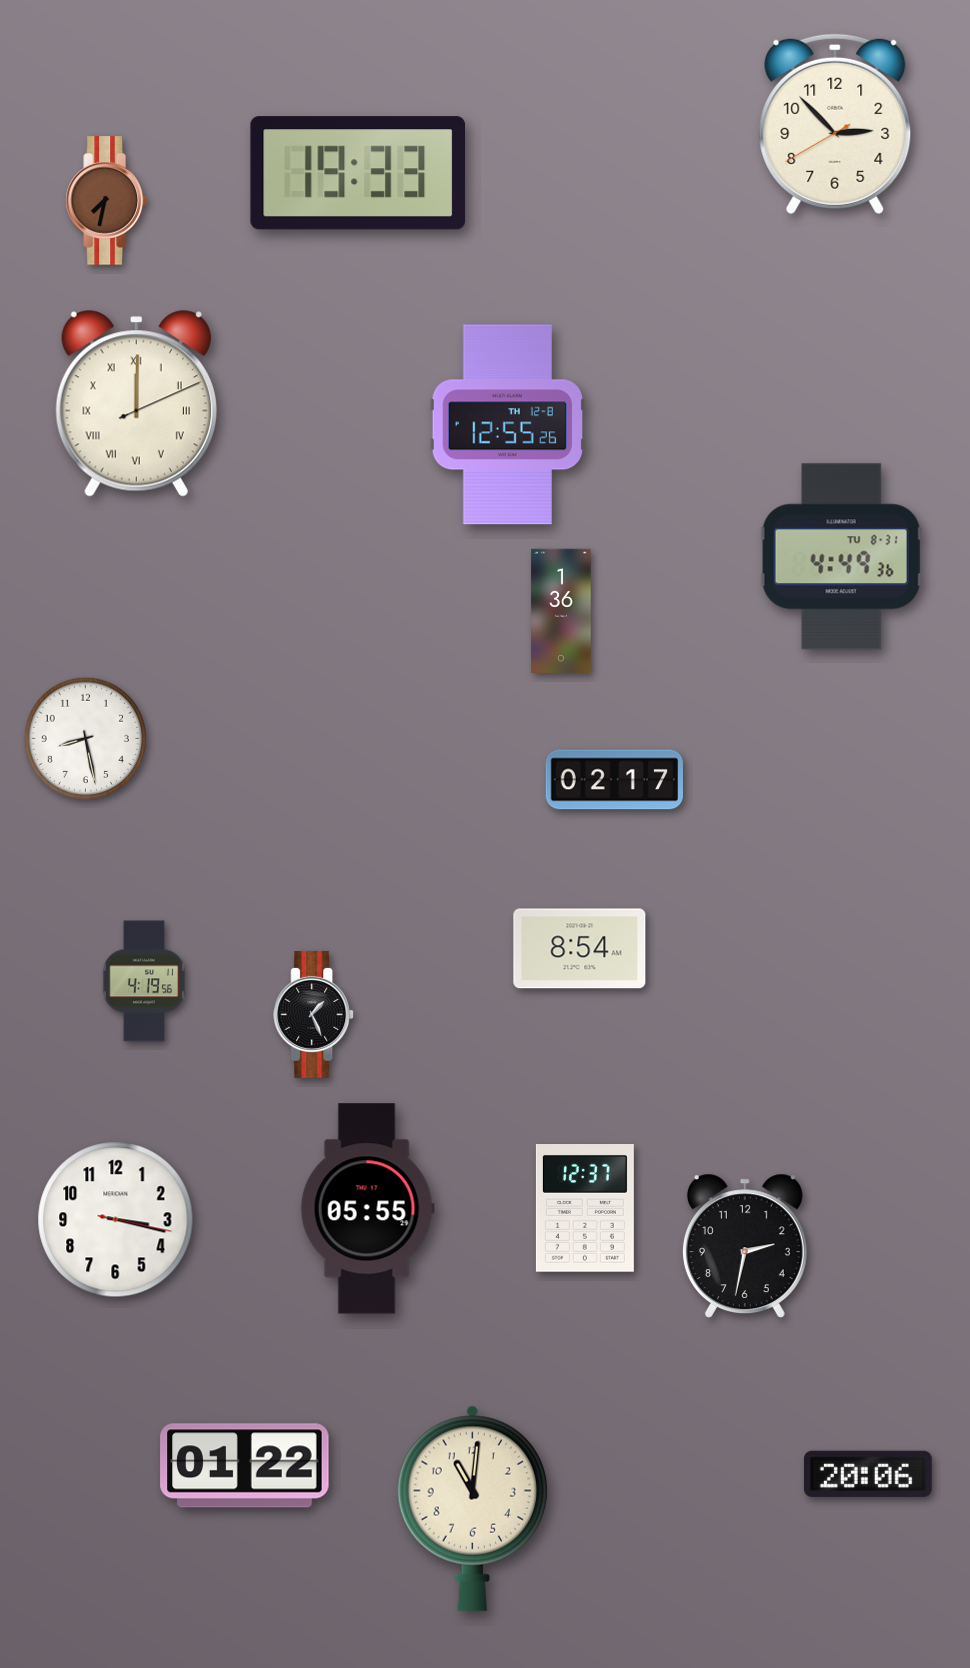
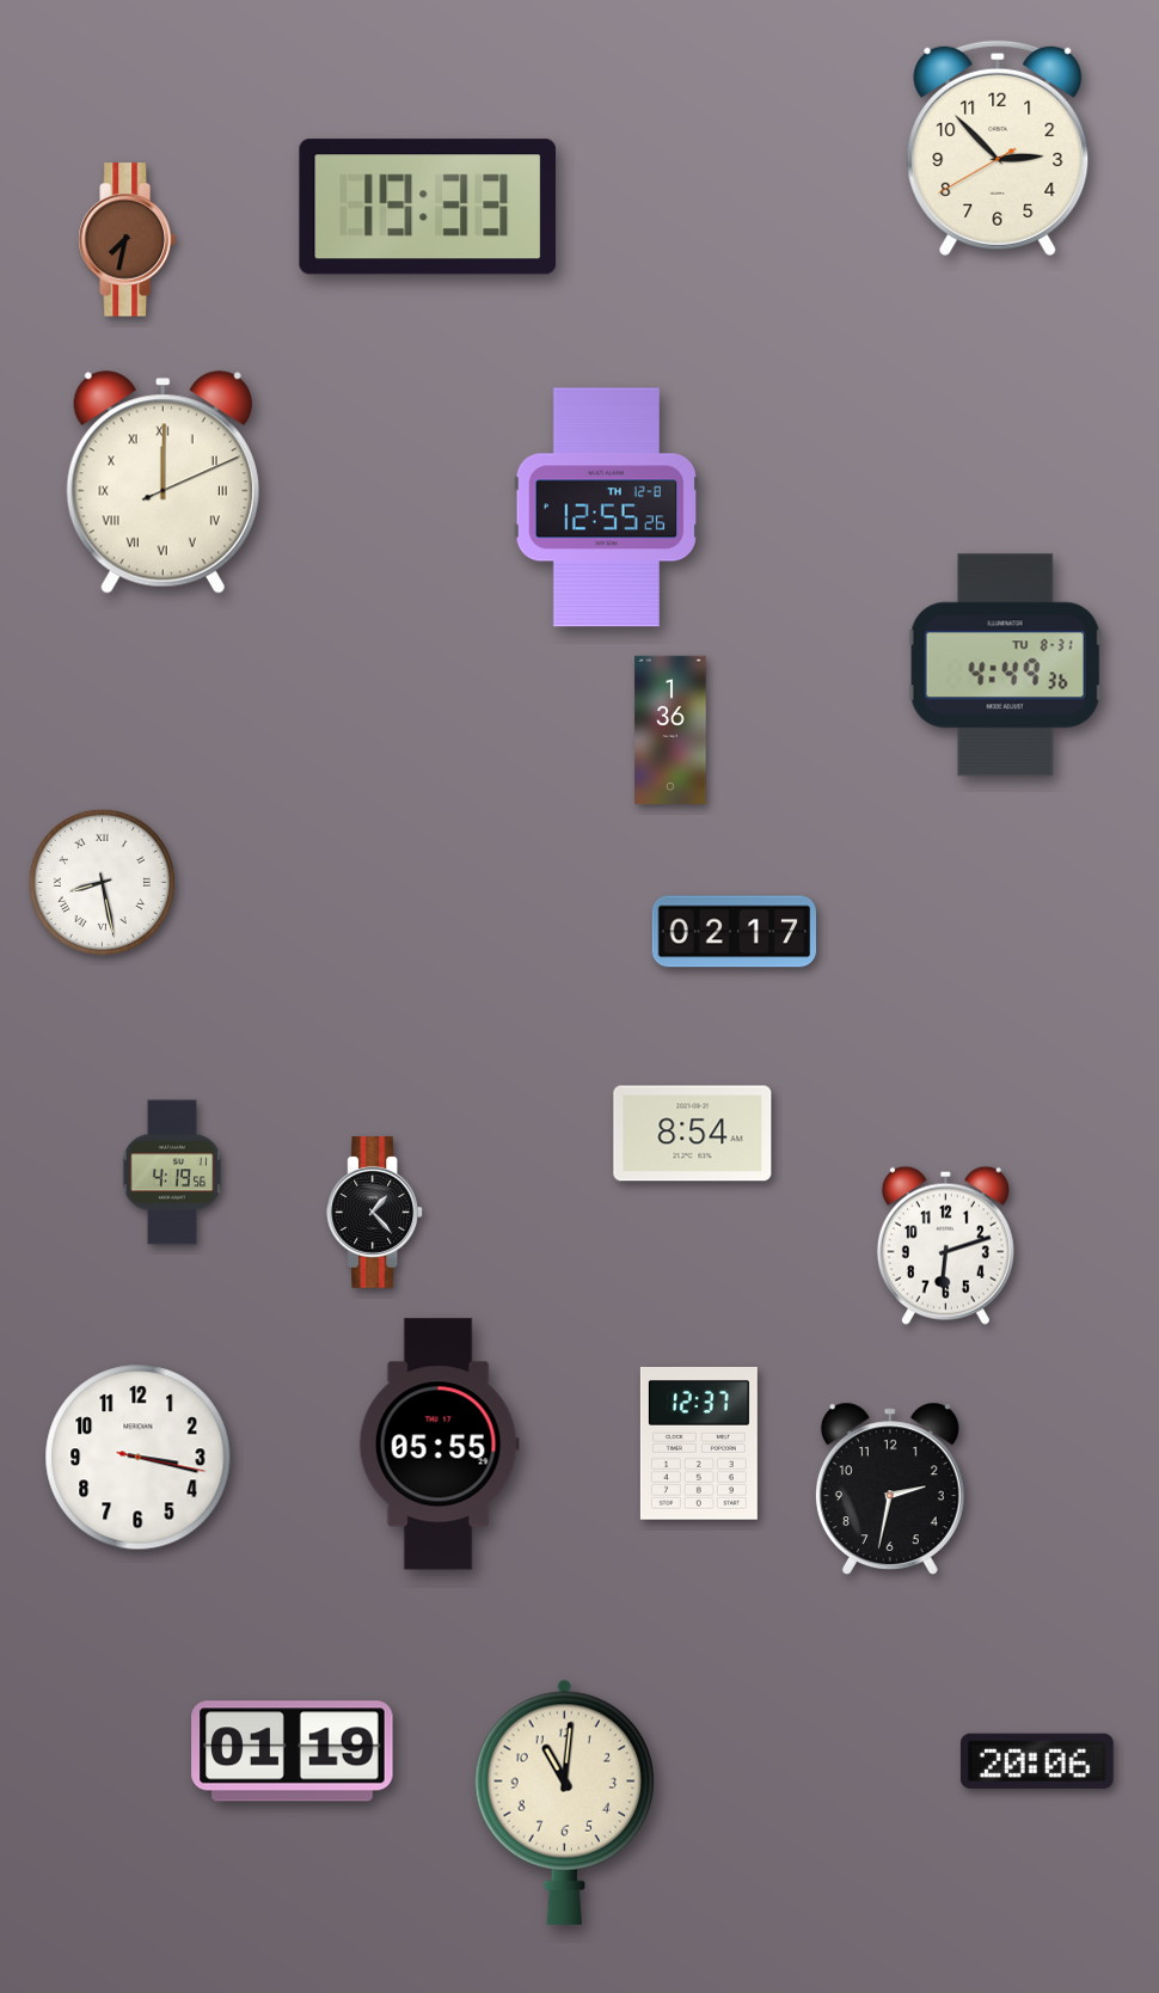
clock at (85, 738) numerals: Arabic -> Roman
clock at (314, 1014): 1:26 -> 1:23
clock at (945, 1245): none -> 6:12
clock at (245, 1466): 01:22 -> 01:19
